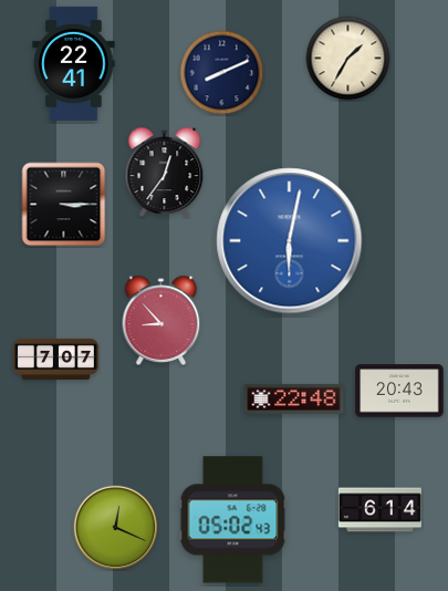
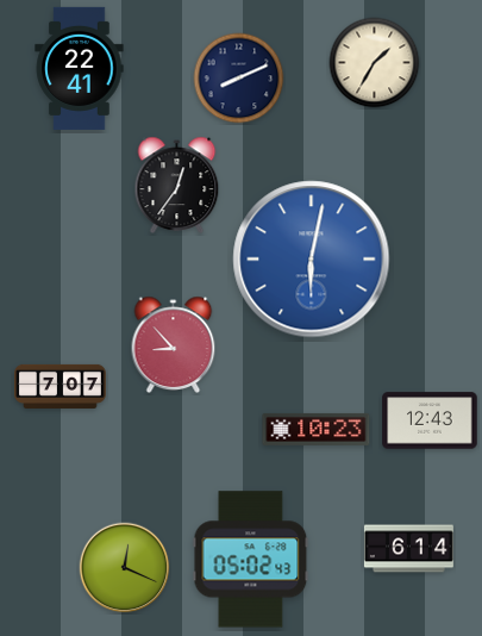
clock at (64, 205): 3:15 -> none
clock at (399, 391): 20:43 -> 12:43
clock at (294, 398): 22:48 -> 10:23
